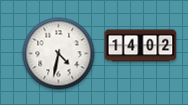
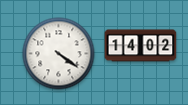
clock at (59, 54): 4:32 -> 4:21
